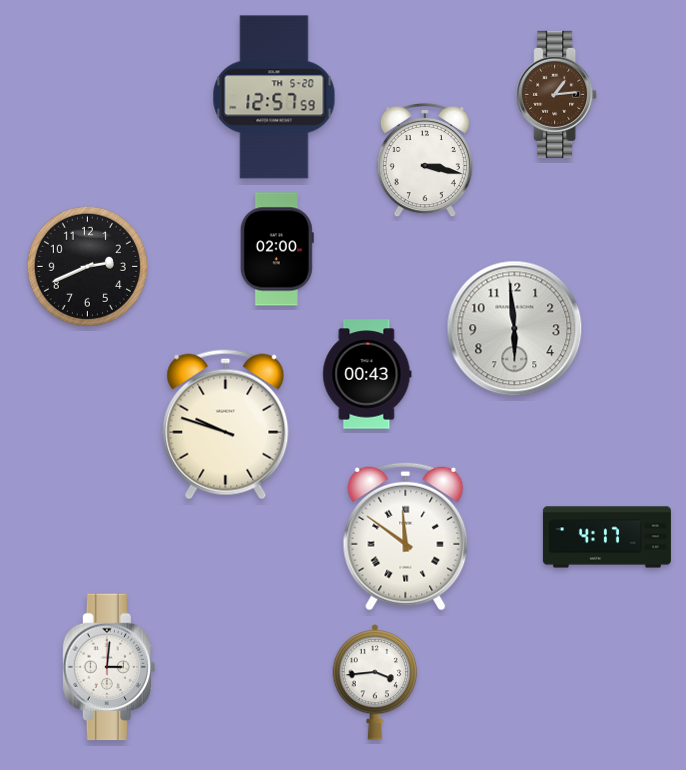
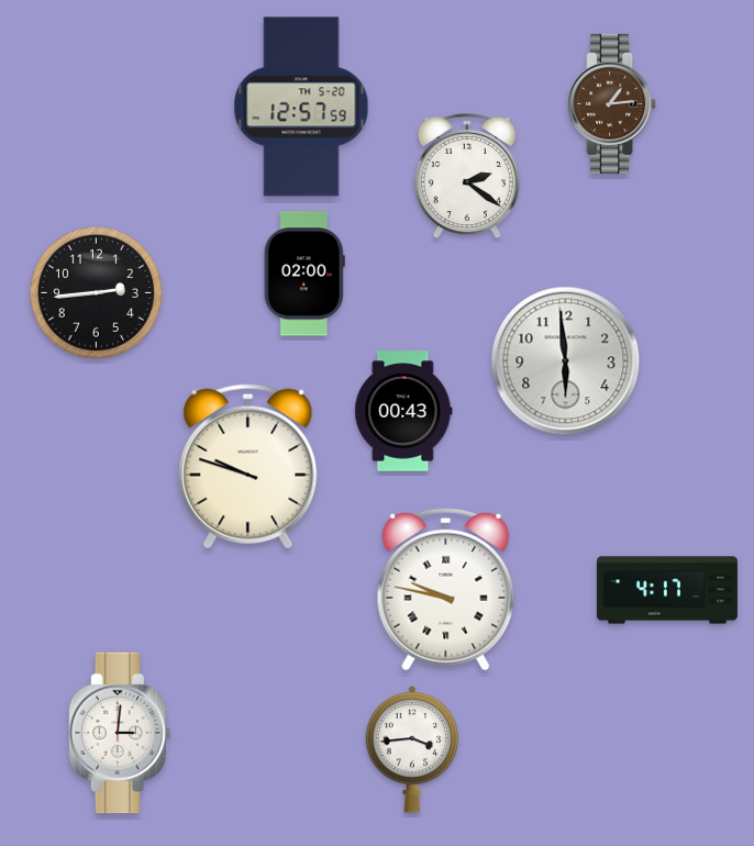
clock at (425, 160): 3:17 -> 2:21
clock at (87, 266): 2:41 -> 2:44
clock at (406, 536): 11:51 -> 9:47
